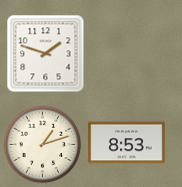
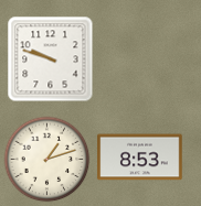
clock at (45, 53): 1:48 -> 9:48
